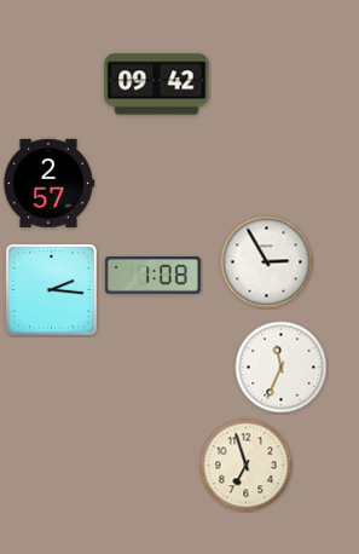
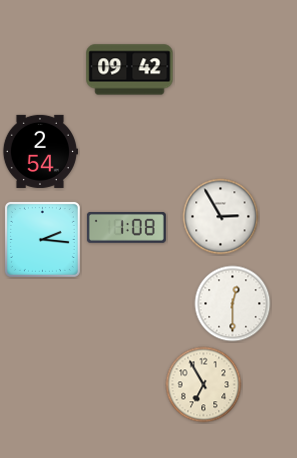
clock at (47, 183): 2:57 -> 2:54
clock at (282, 368): 11:34 -> 12:30
clock at (247, 466): 6:57 -> 6:55
